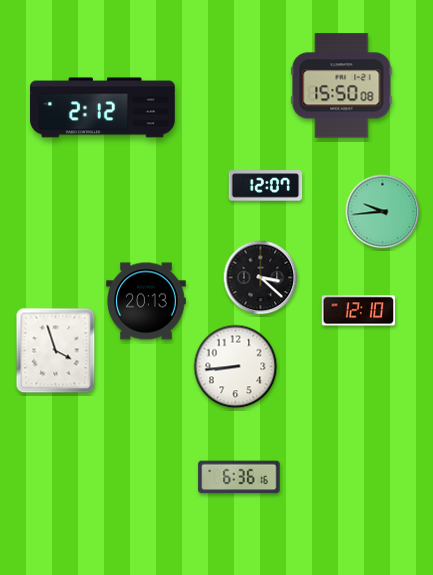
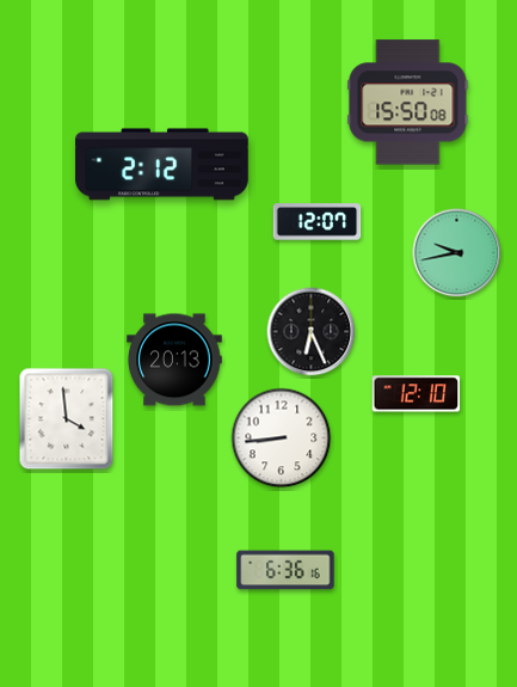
clock at (103, 108) position: (103, 108) -> (162, 165)
clock at (383, 212): 9:44 -> 9:43
clock at (261, 278): 3:22 -> 6:26
clock at (359, 311) position: (359, 311) -> (417, 394)
clock at (56, 351): 3:57 -> 3:59
